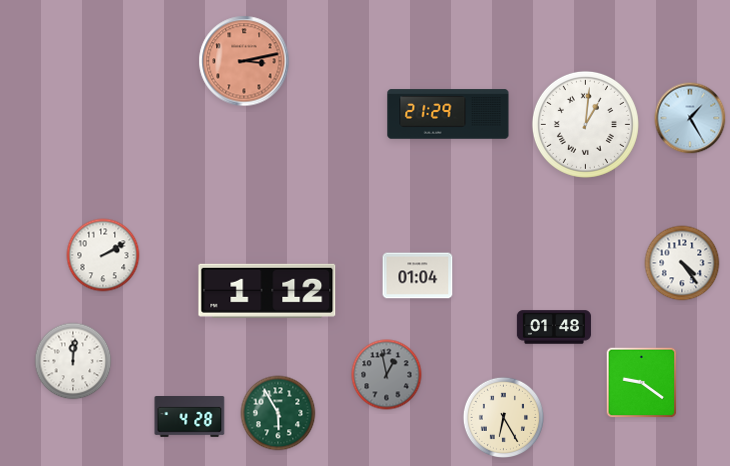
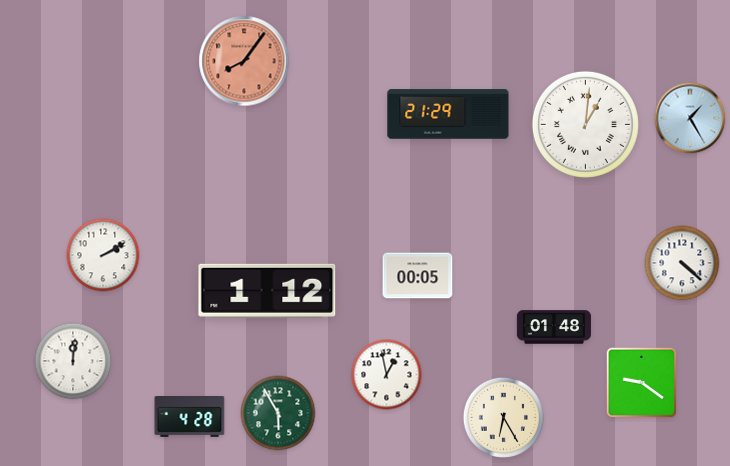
clock at (244, 61): 3:13 -> 8:06
clock at (682, 263): 4:24 -> 4:22
clock at (418, 276): 01:04 -> 00:05
clock at (387, 375) dial: grey -> white
